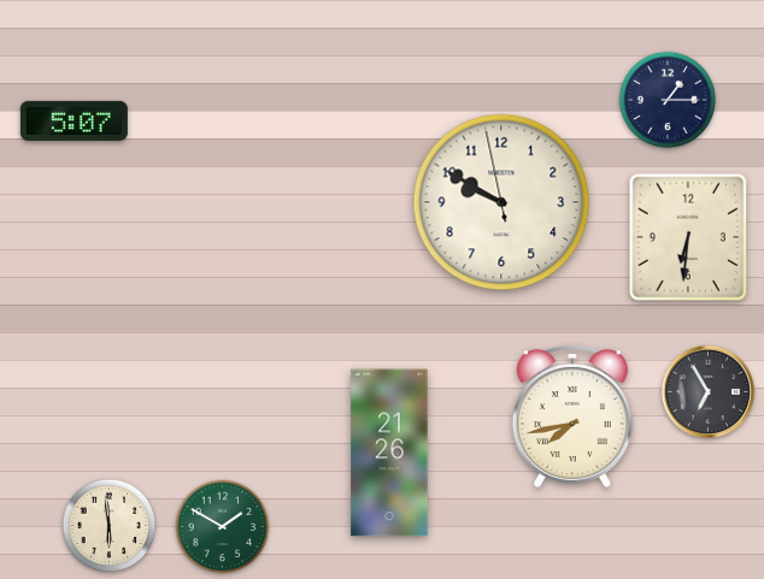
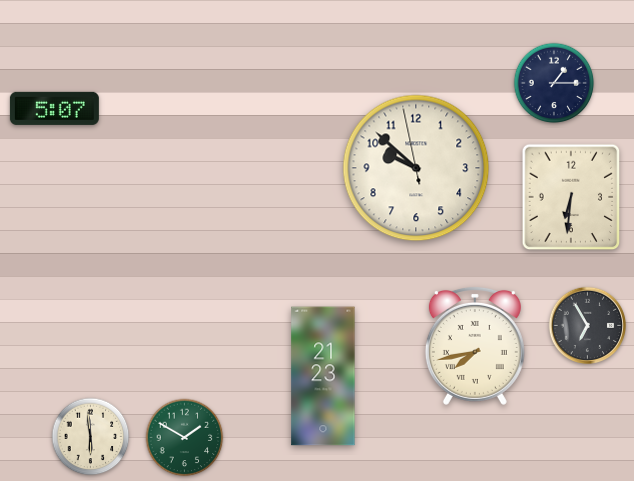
clock at (74, 120) position: (74, 120) -> (54, 108)
clock at (501, 202): 9:49 -> 9:51
clock at (389, 453): 21:26 -> 21:23
